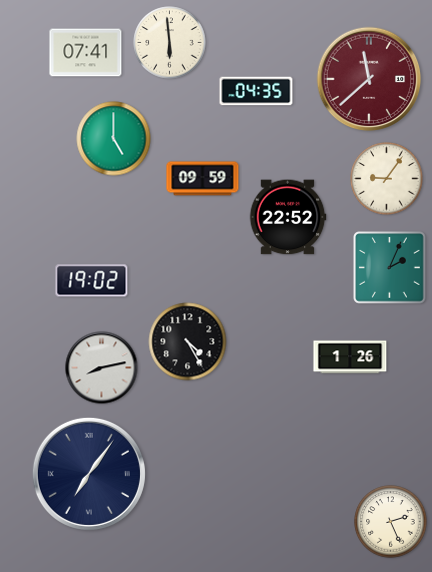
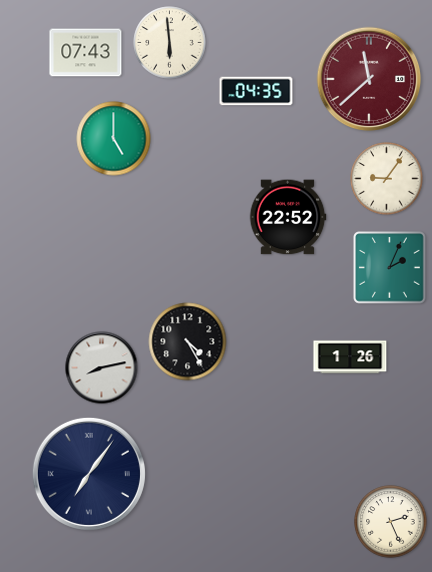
clock at (86, 53): 07:41 -> 07:43
clock at (203, 179): 09:59 -> none
clock at (92, 281): 19:02 -> none
